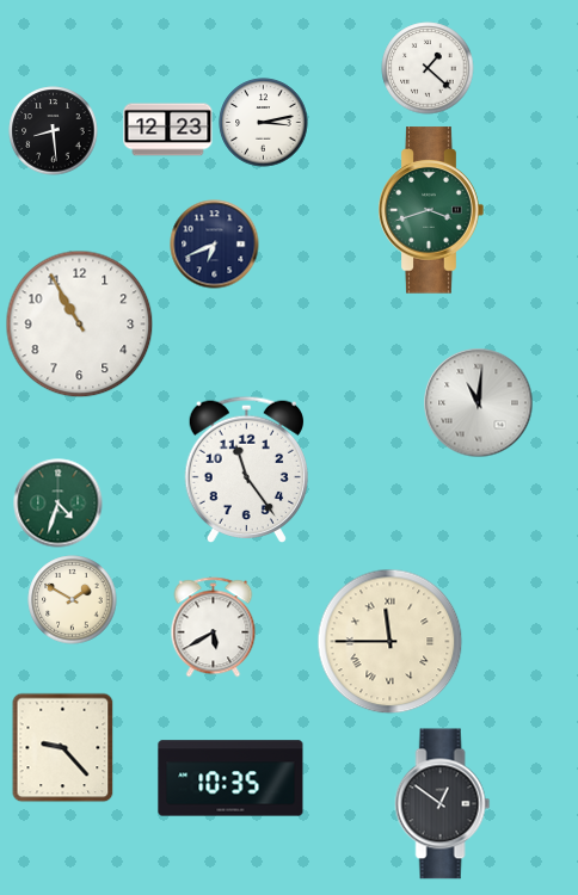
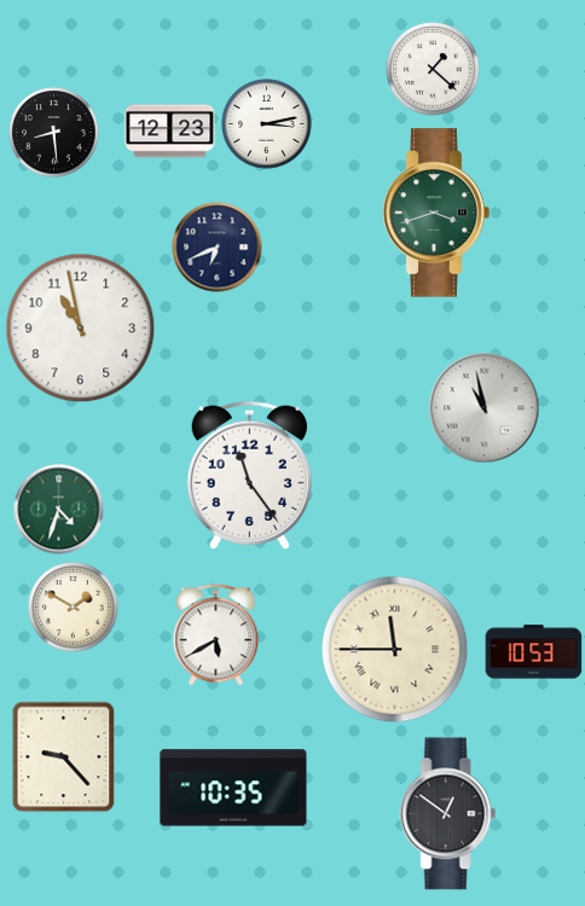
clock at (80, 325): 10:55 -> 10:58
clock at (479, 403): 11:01 -> 10:58
clock at (534, 652): none -> 10:53
